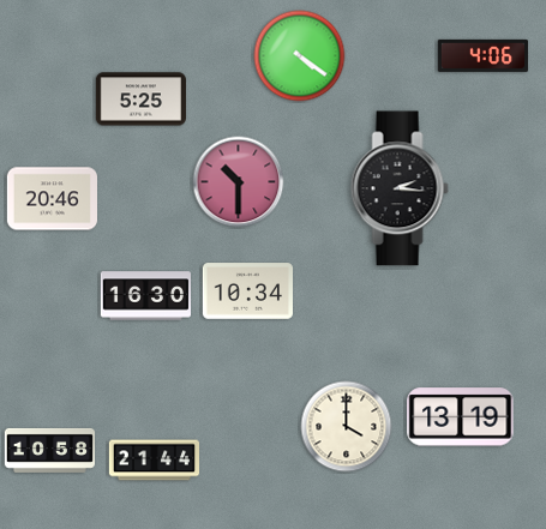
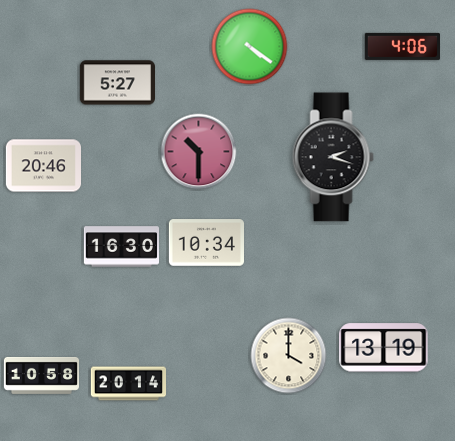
clock at (140, 100): 5:25 -> 5:27
clock at (400, 188): 2:16 -> 2:18
clock at (154, 461): 21:44 -> 20:14
